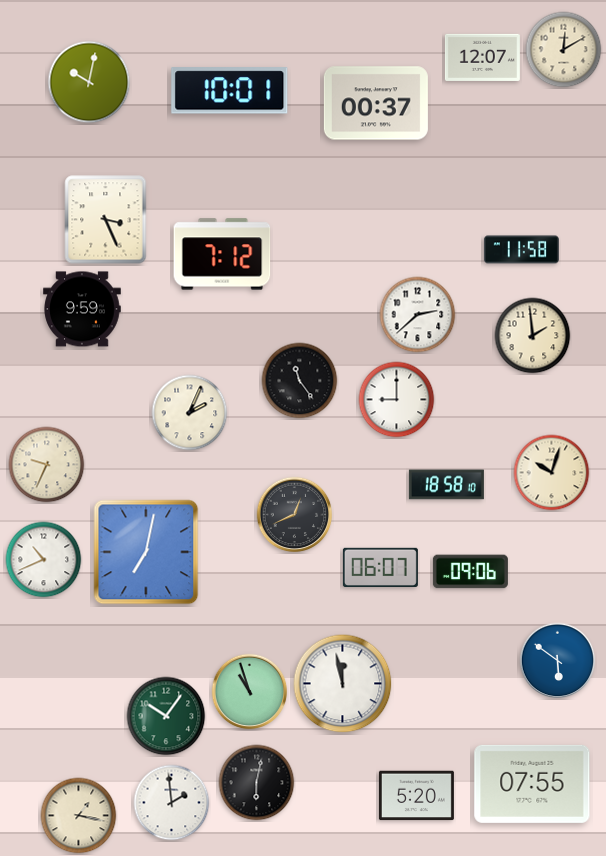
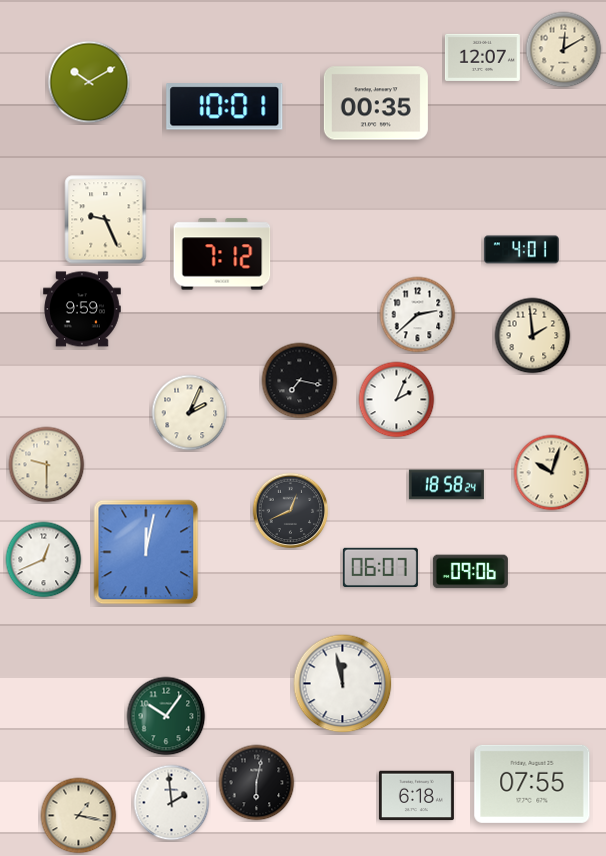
clock at (89, 82): 10:02 -> 10:10
clock at (230, 91) position: (230, 91) -> (225, 107)
clock at (376, 103): 00:37 -> 00:35
clock at (106, 220): 3:26 -> 9:26
clock at (521, 250): 11:58 -> 4:01
clock at (300, 381): 11:24 -> 7:17
clock at (397, 400): 9:00 -> 2:04
clock at (47, 465): 9:34 -> 9:30
clock at (446, 485): 18:58:10 -> 18:58:24
clock at (295, 515) position: (295, 515) -> (291, 511)
clock at (146, 552): 7:02 -> 12:02
clock at (44, 560): 10:41 -> 12:41
clock at (558, 661): 5:51 -> none
clock at (250, 692): 10:57 -> none
clock at (416, 796): 5:20 -> 6:18
